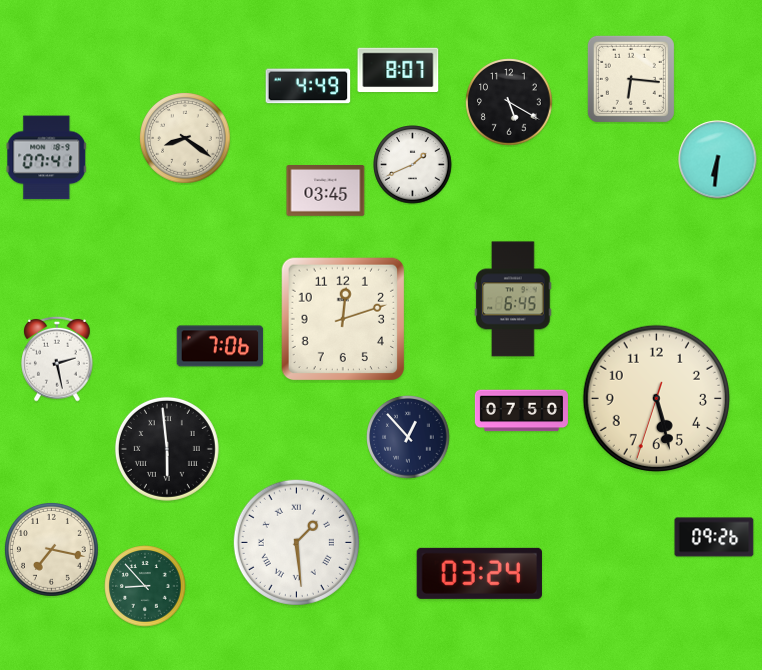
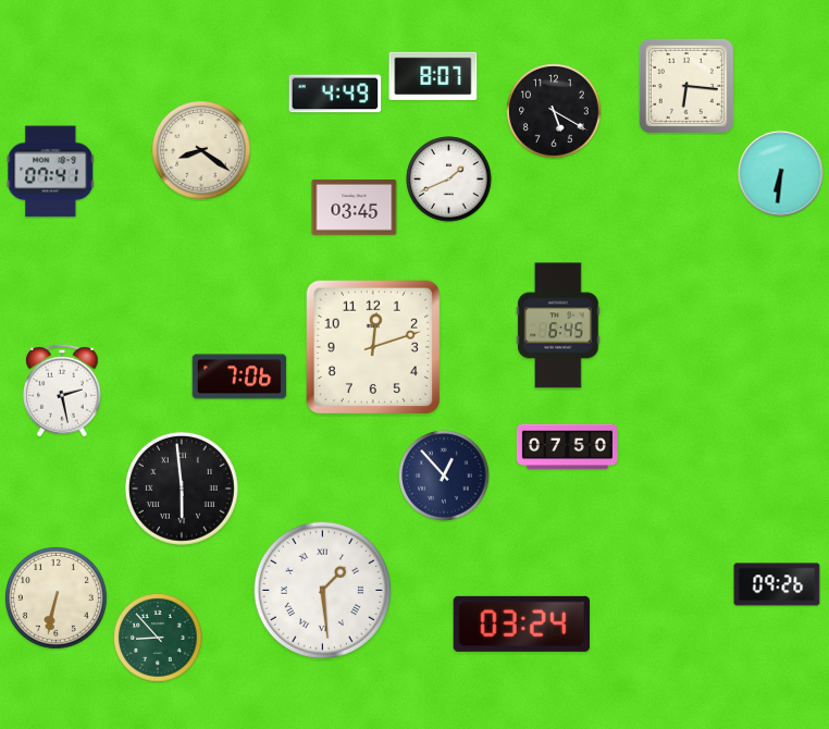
clock at (656, 398): 5:27 -> none
clock at (52, 550): 7:17 -> 6:32
